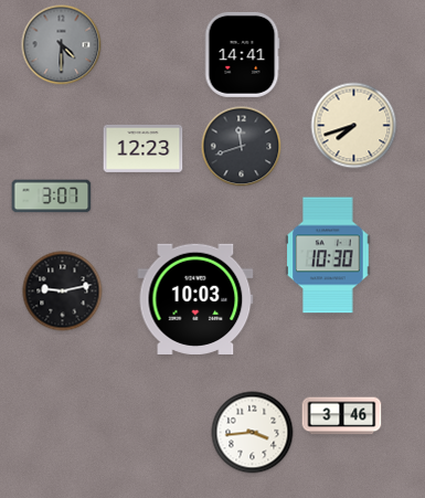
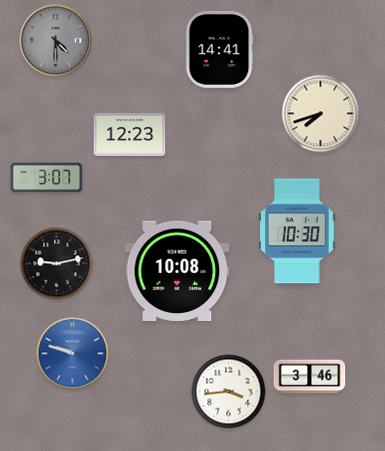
clock at (242, 147): 11:42 -> none
clock at (195, 298): 10:03 -> 10:08
clock at (73, 354): none -> 9:48
